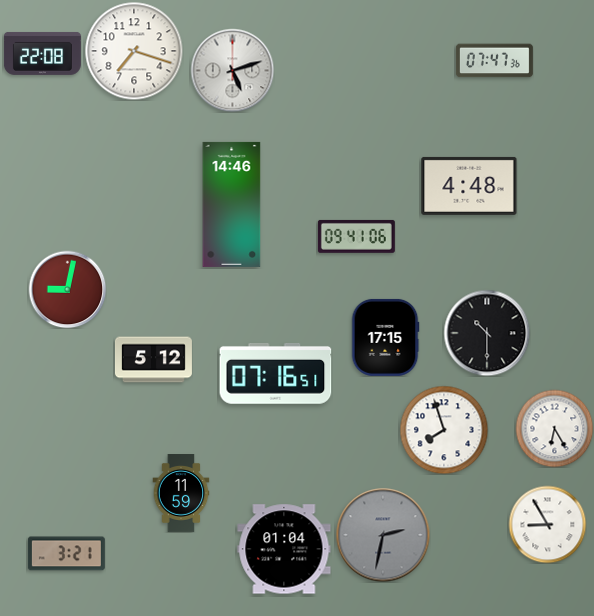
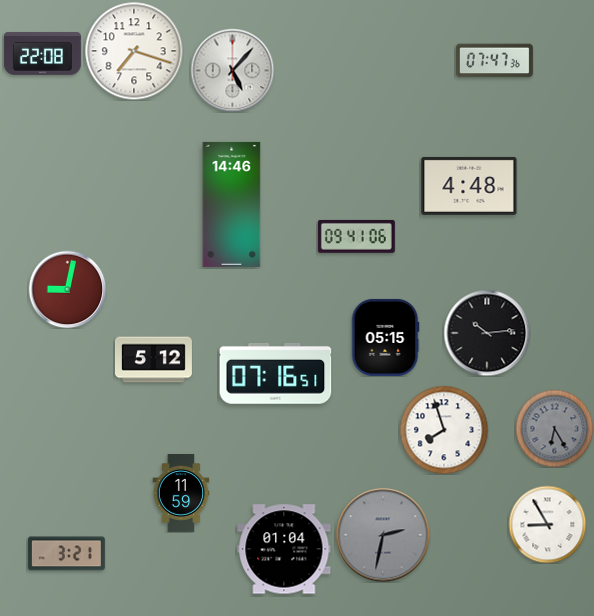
clock at (232, 70): 5:12 -> 5:07
clock at (487, 333): 10:30 -> 10:14
clock at (385, 337): 17:15 -> 05:15
clock at (554, 428) dial: white -> grey
